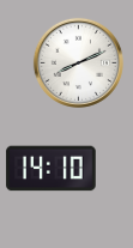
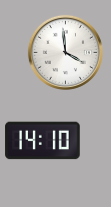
clock at (78, 62): 8:11 -> 3:59
